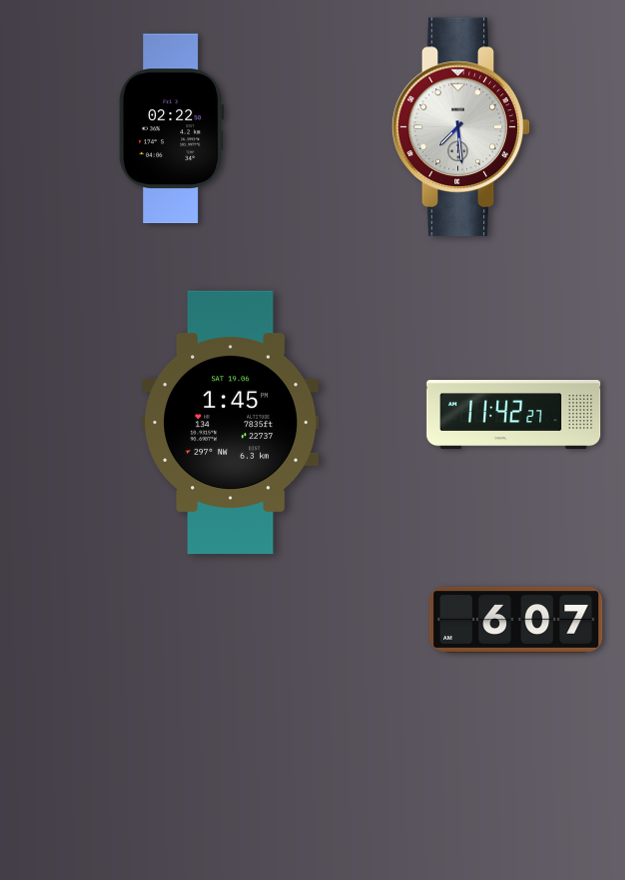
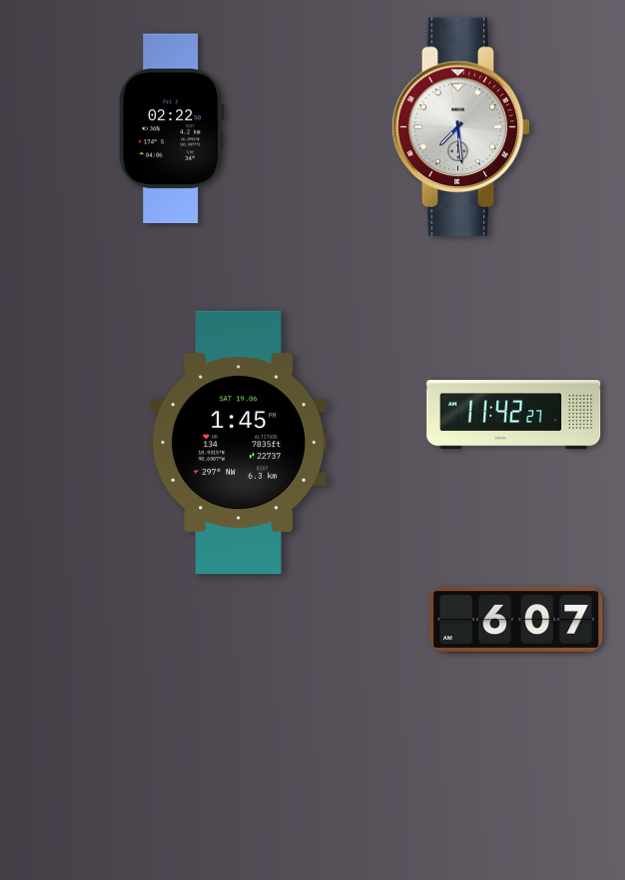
clock at (231, 422) position: (231, 422) -> (239, 442)
